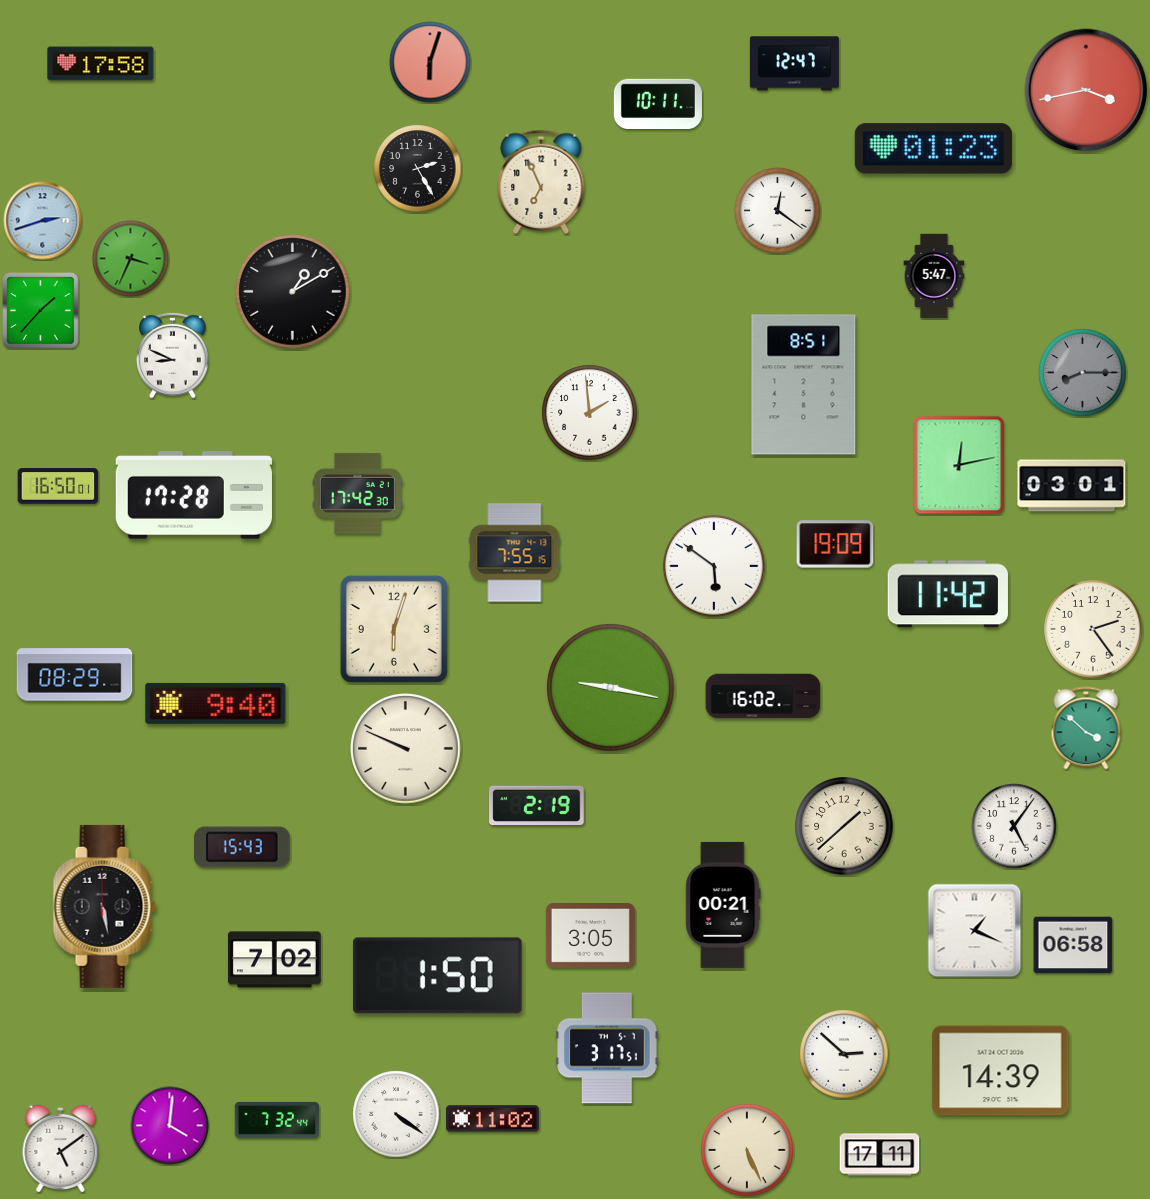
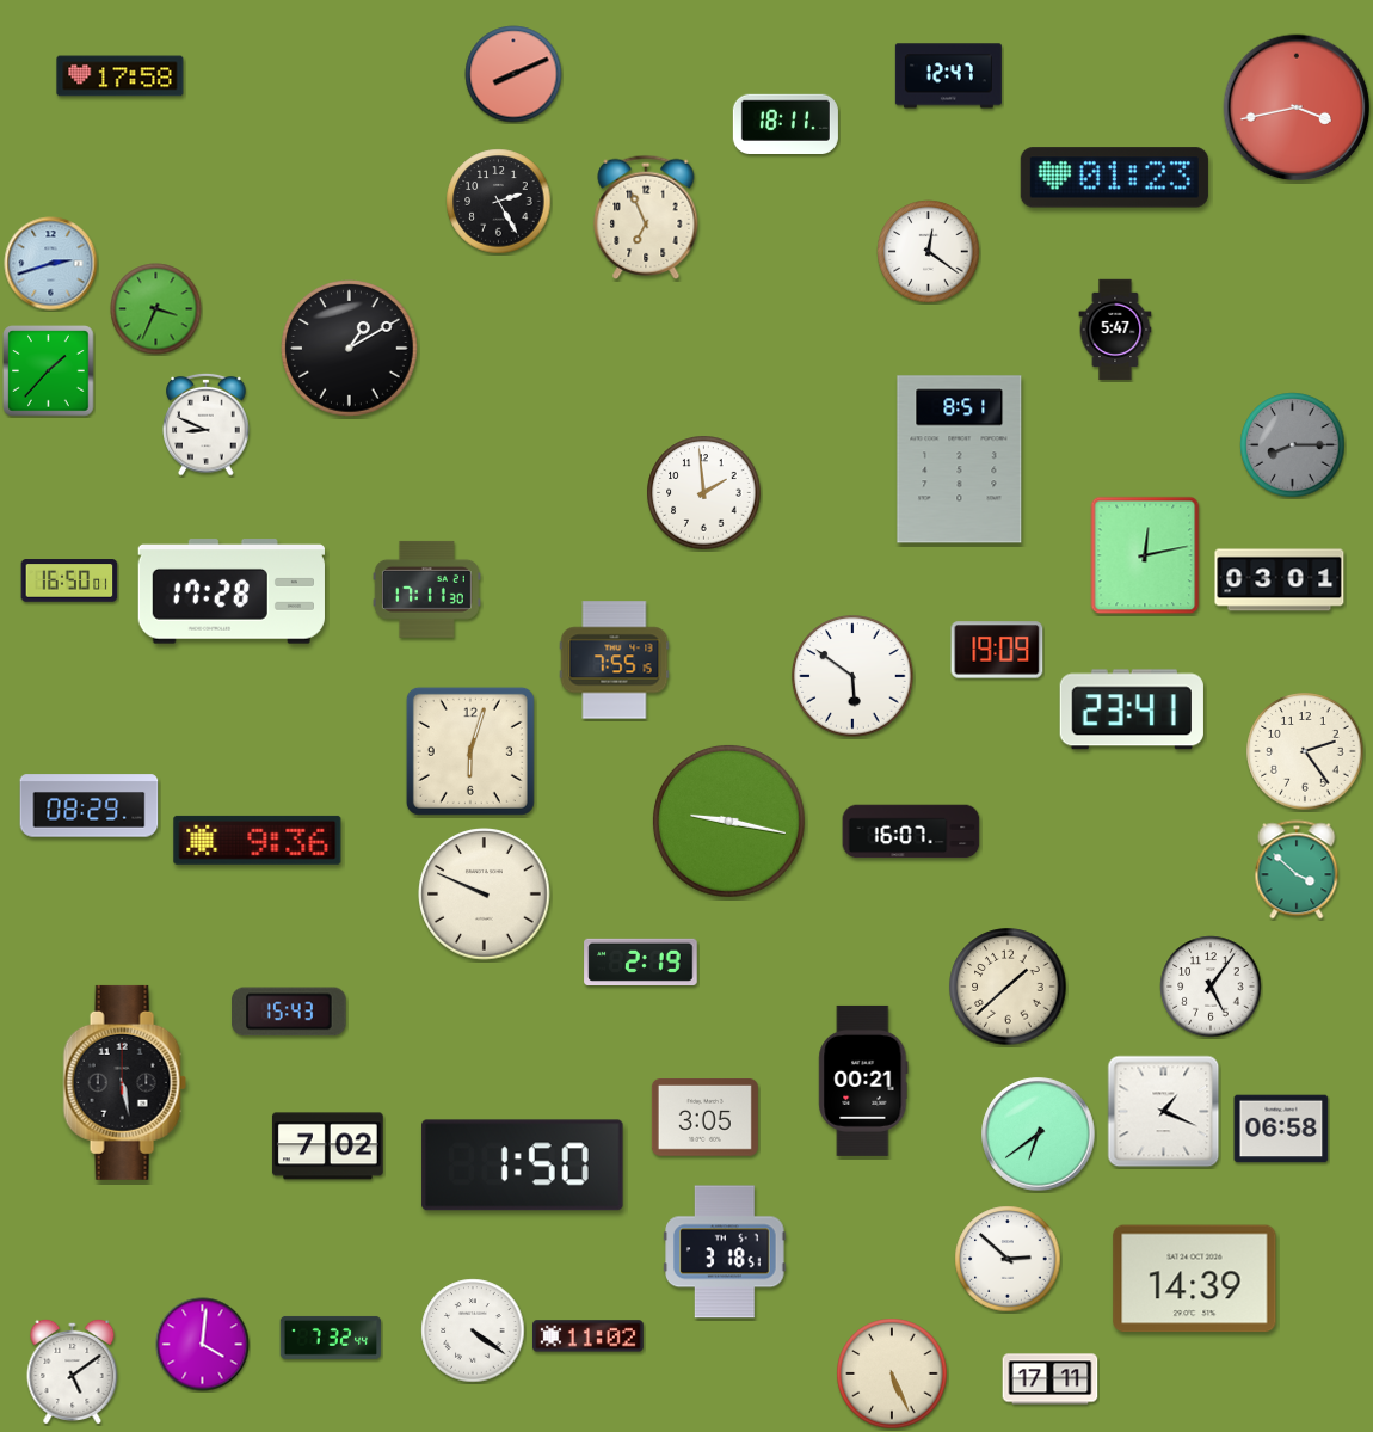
clock at (430, 62): 6:03 -> 8:11
clock at (658, 103): 10:11 -> 18:11
clock at (357, 493): 17:42 -> 17:11
clock at (948, 594): 11:42 -> 23:41
clock at (763, 696): 16:02 -> 16:07
clock at (216, 703): 9:40 -> 9:36
clock at (1039, 1135): none -> 6:39
clock at (607, 1048): 3:17 -> 3:18
